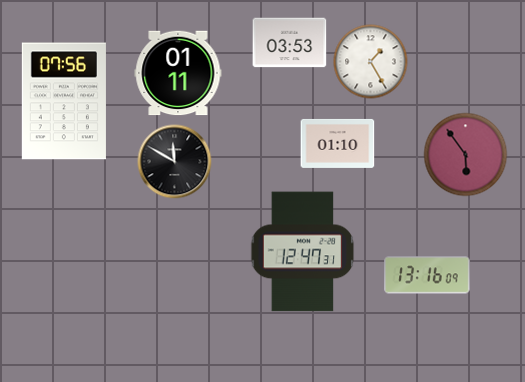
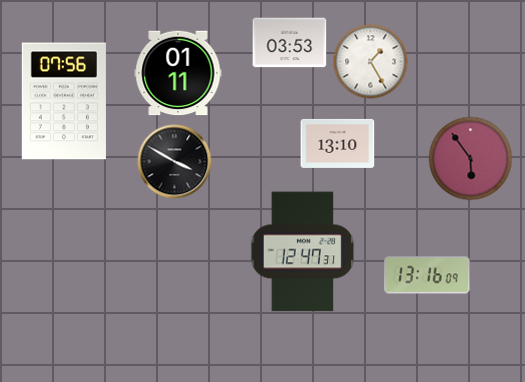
clock at (338, 143): 01:10 -> 13:10
clock at (466, 155) position: (466, 155) -> (471, 159)
clock at (175, 162): 11:50 -> 3:50
